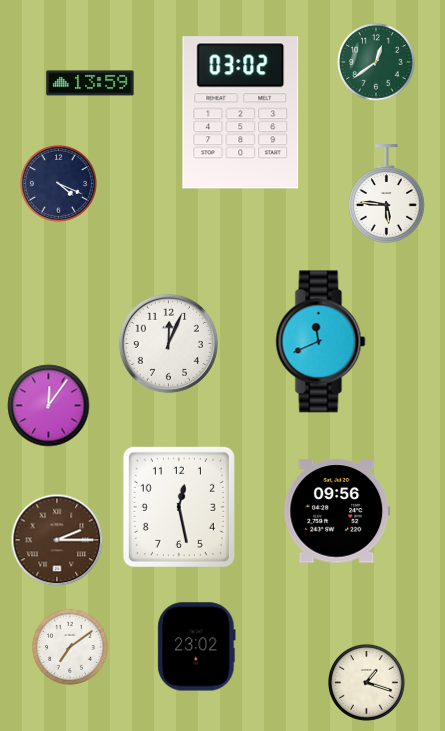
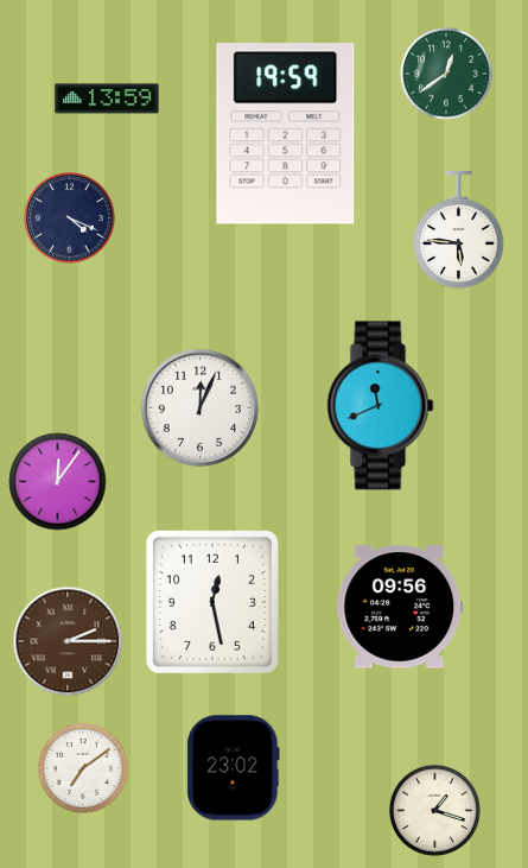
clock at (241, 113): 03:02 -> 19:59
